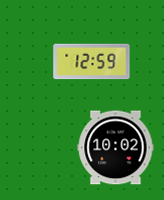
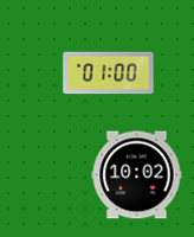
clock at (92, 62): 12:59 -> 01:00
